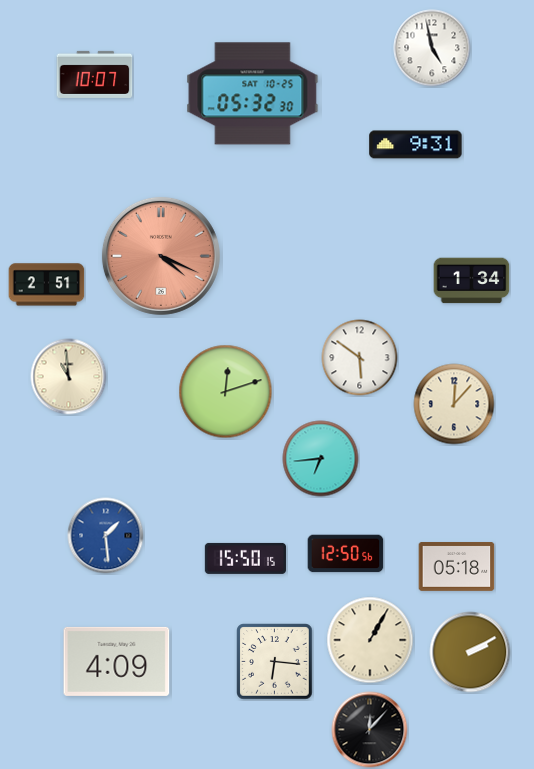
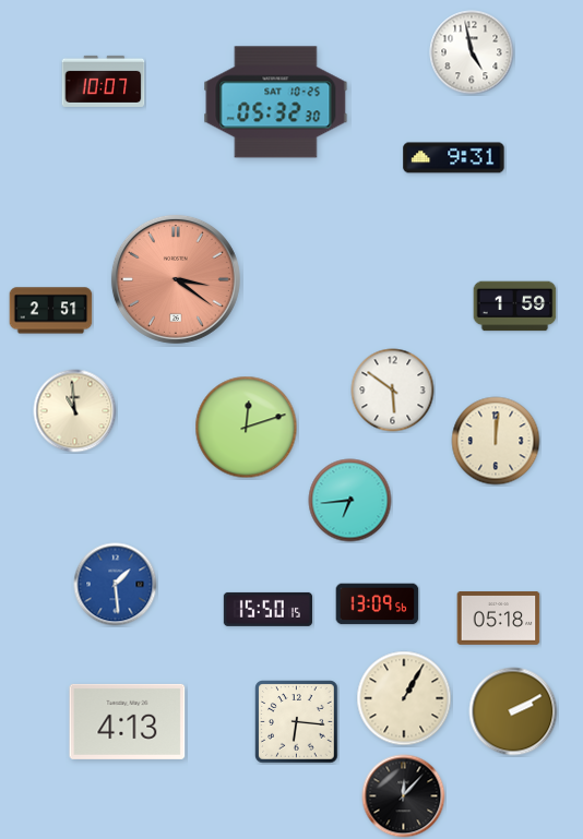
clock at (161, 256): 4:19 -> 3:21
clock at (472, 281): 1:34 -> 1:59
clock at (454, 404): 12:07 -> 12:01
clock at (346, 554): 12:50 -> 13:09
clock at (117, 661): 4:09 -> 4:13
clock at (275, 662) position: (275, 662) -> (297, 722)
